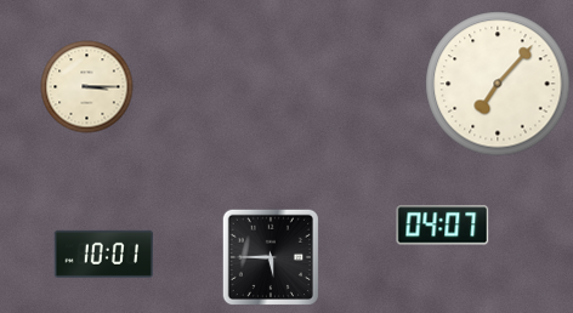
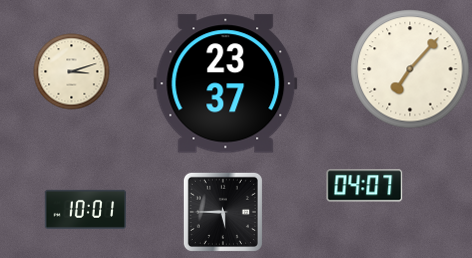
clock at (87, 87): 3:15 -> 3:12
clock at (226, 84): none -> 23:37
